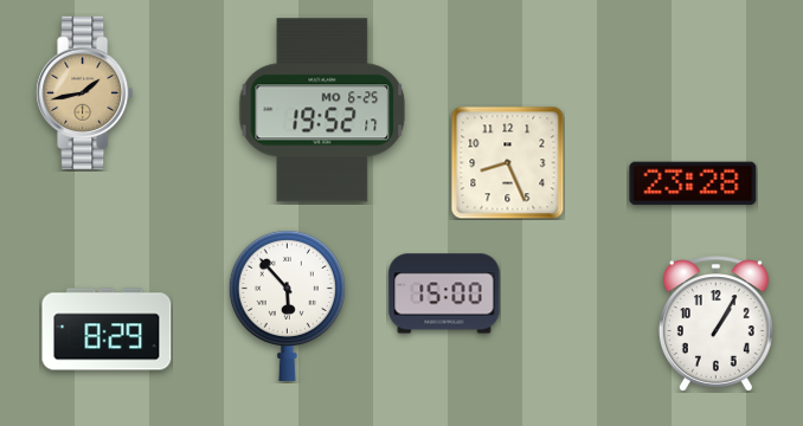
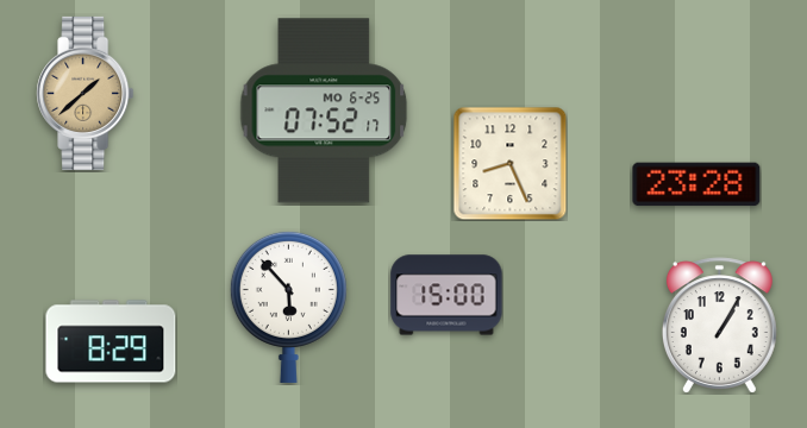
clock at (85, 92): 1:43 -> 1:38
clock at (322, 110): 19:52 -> 07:52
clock at (107, 329) position: (107, 329) -> (111, 341)
